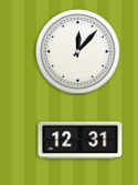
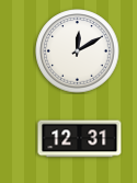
clock at (78, 52): 12:07 -> 12:10
